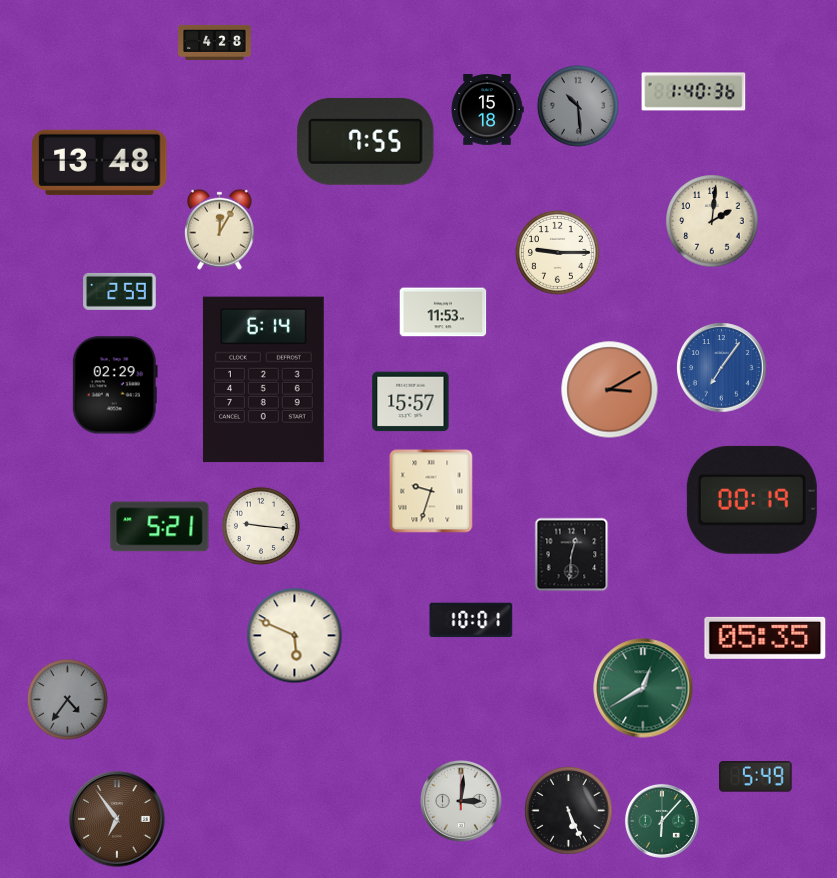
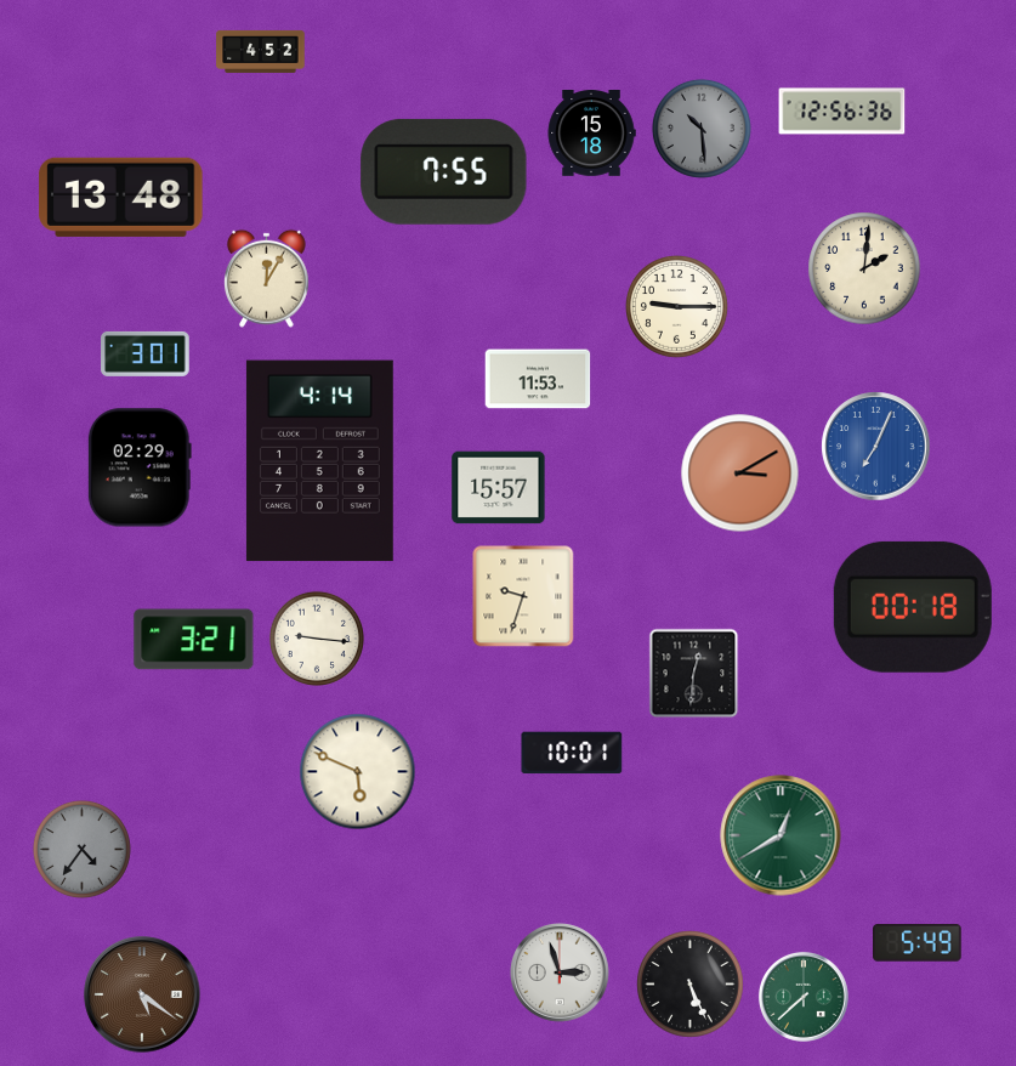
clock at (215, 42): 4:28 -> 4:52
clock at (694, 92): 1:40 -> 12:56
clock at (120, 291): 2:59 -> 3:01
clock at (722, 368): 7:06 -> 7:04
clock at (263, 380): 6:14 -> 4:14
clock at (752, 500): 00:19 -> 00:18
clock at (160, 527): 5:21 -> 3:21
clock at (765, 638): 05:35 -> none
clock at (461, 801): 3:01 -> 2:57
clock at (117, 819): 6:54 -> 5:21
clock at (662, 821): 6:07 -> 7:38
